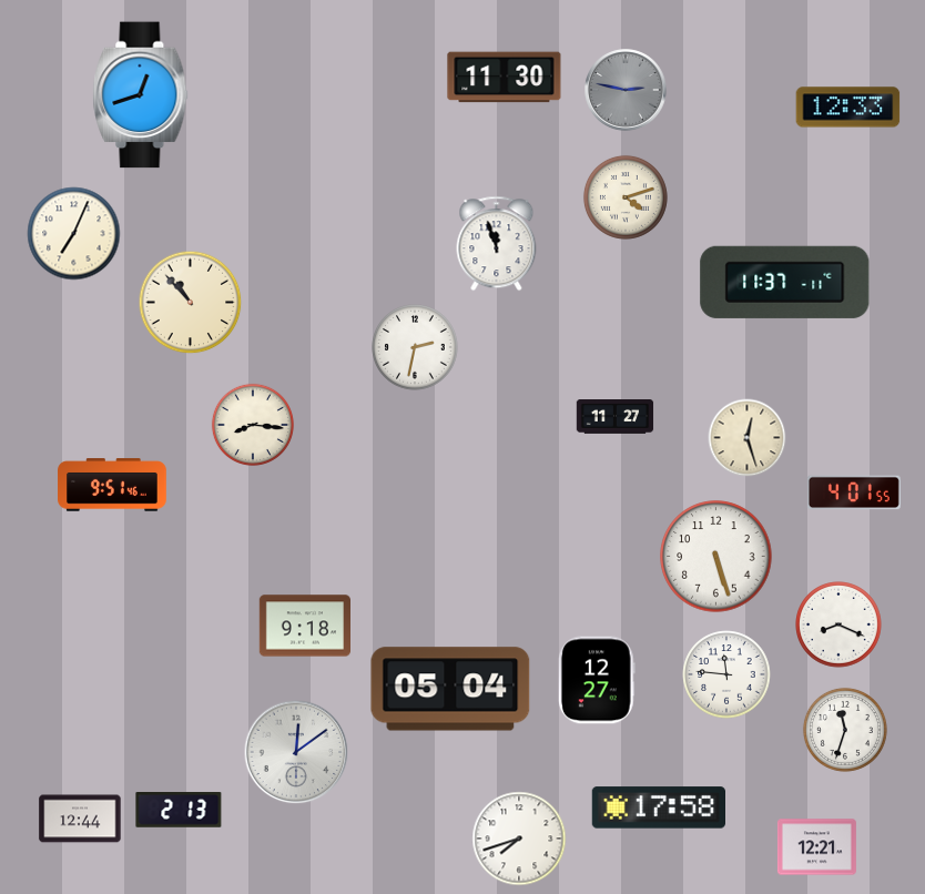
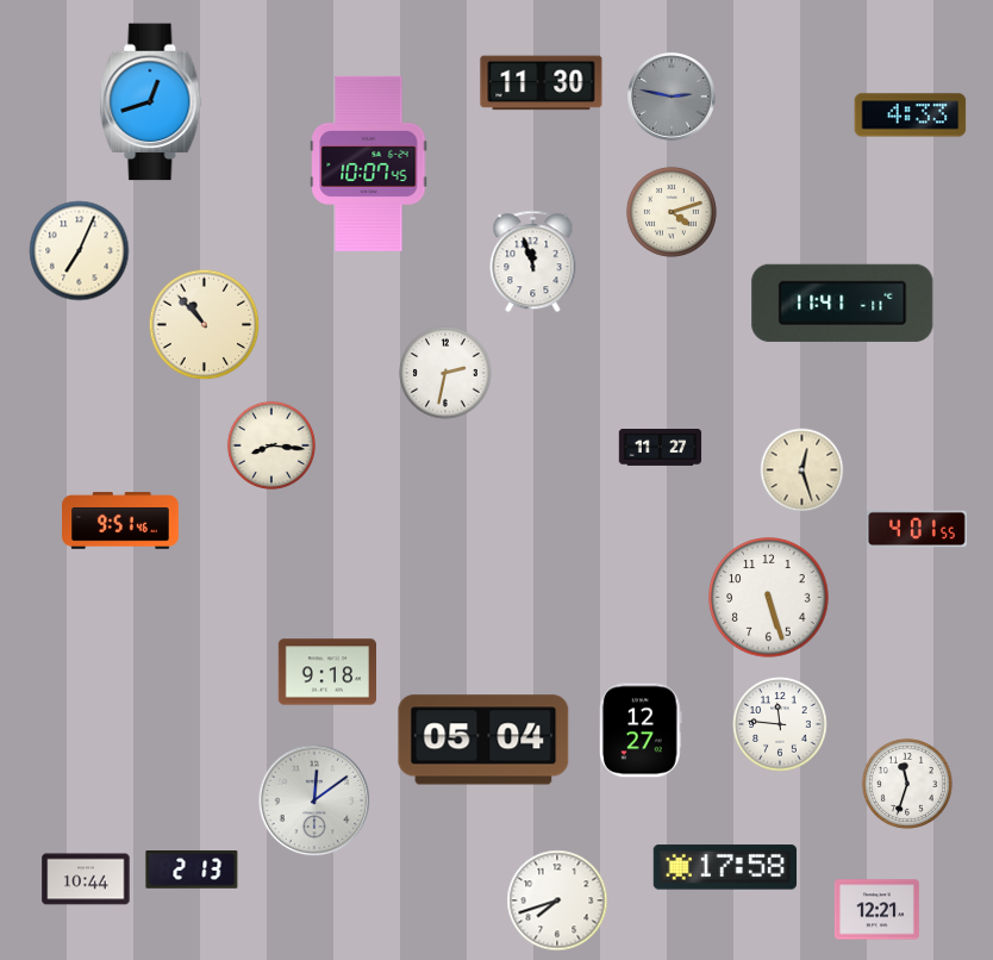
clock at (848, 108): 12:33 -> 4:33
clock at (369, 163): none -> 10:07
clock at (785, 282): 11:37 -> 11:41
clock at (253, 425) position: (253, 425) -> (271, 445)
clock at (838, 624): 8:19 -> none
clock at (296, 752) position: (296, 752) -> (314, 800)
clock at (658, 807) position: (658, 807) -> (724, 867)
clock at (80, 819): 12:44 -> 10:44
